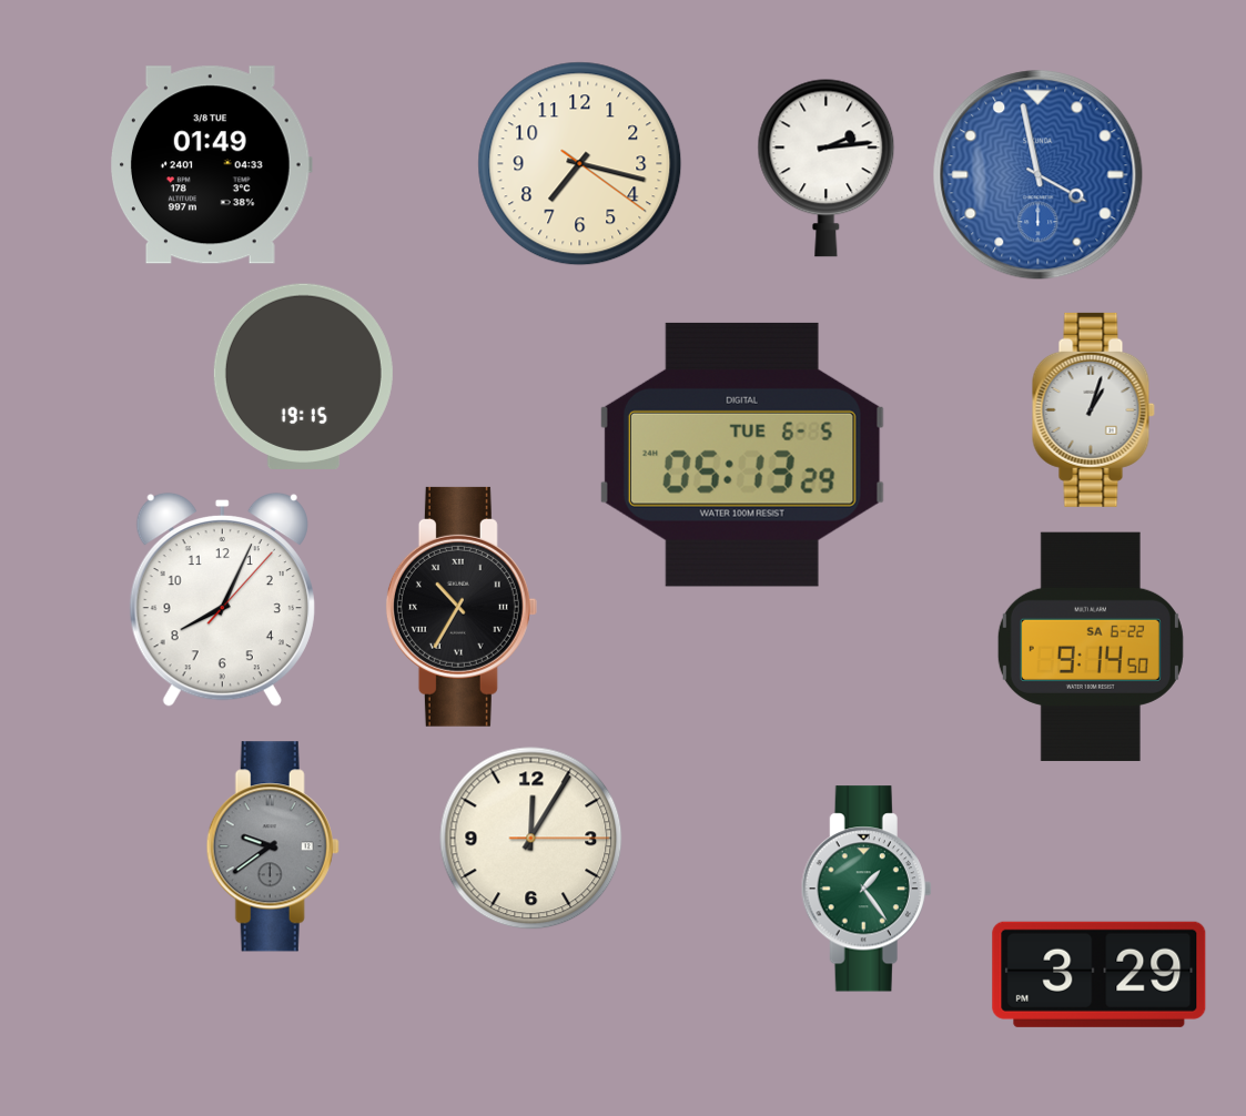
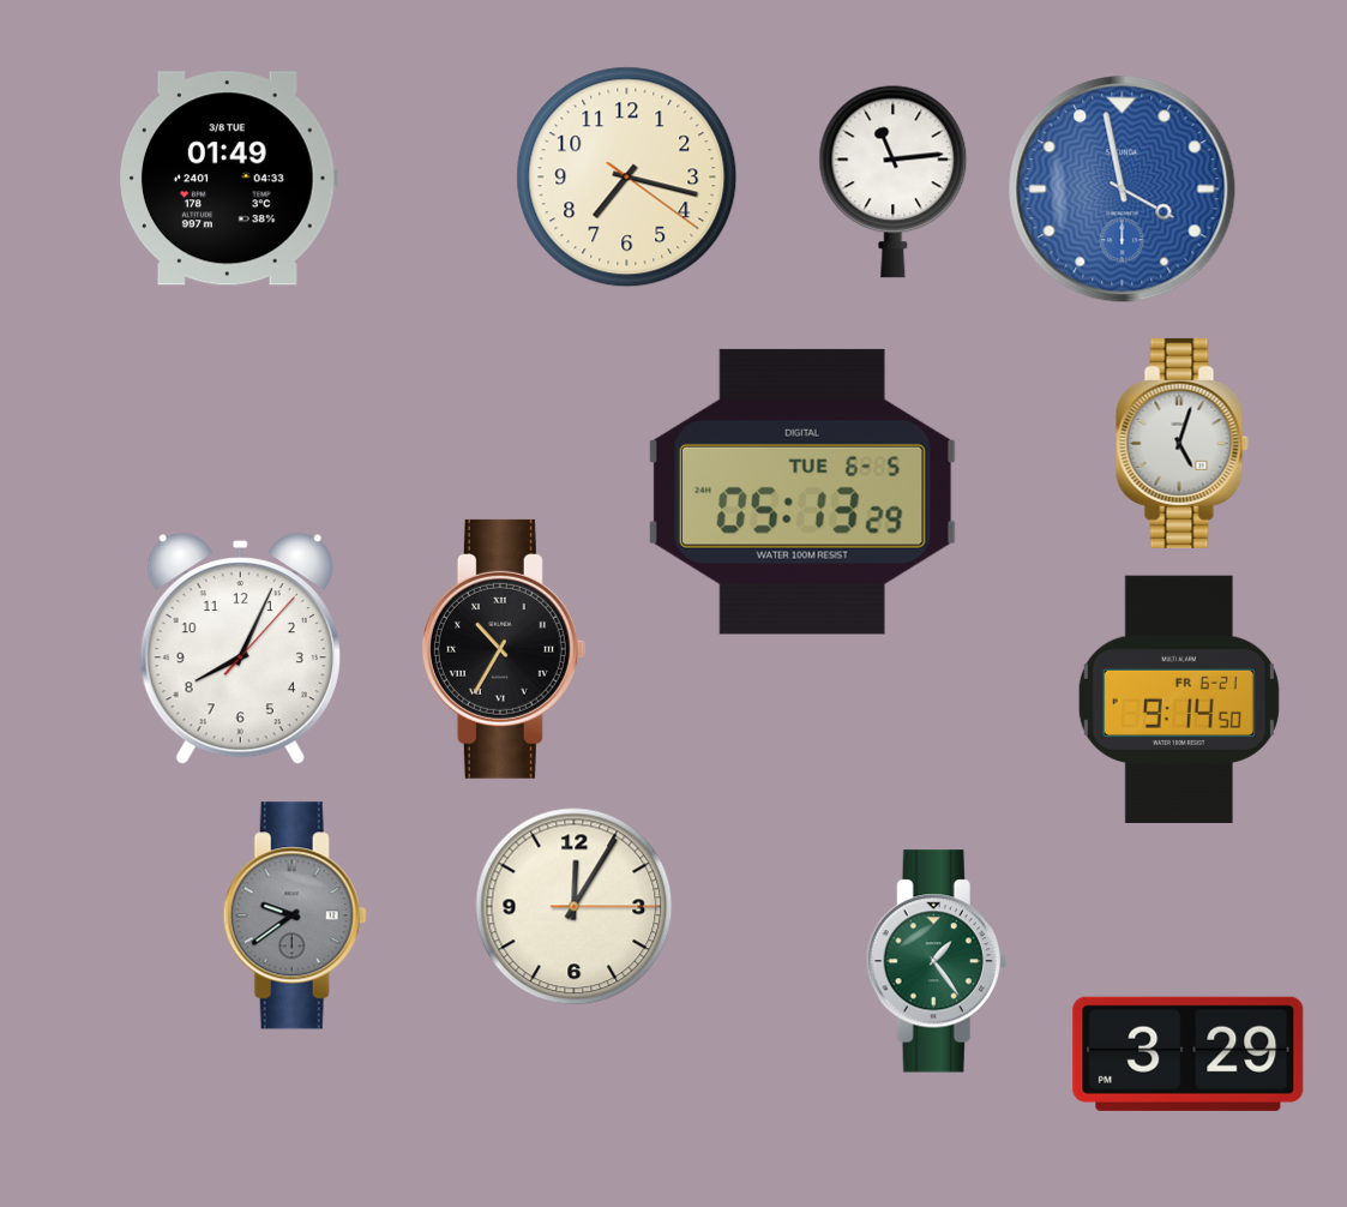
clock at (827, 168): 2:14 -> 11:14
clock at (303, 376): 19:15 -> none
clock at (1093, 409): 1:03 -> 5:03
clock at (462, 607) position: (462, 607) -> (504, 649)
clock at (1091, 647) date: SA 6-22 -> FR 6-21
